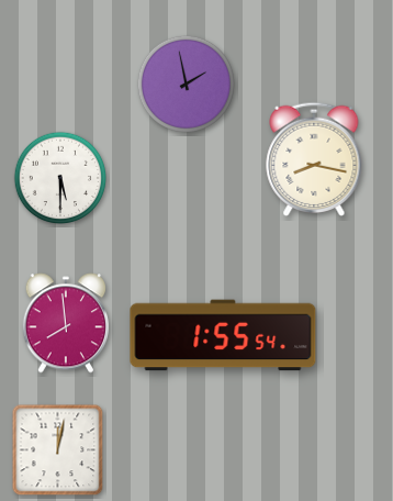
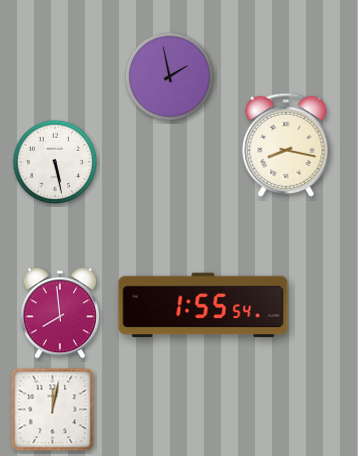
clock at (60, 178): 5:30 -> 5:28
clock at (65, 323) position: (65, 323) -> (59, 313)
